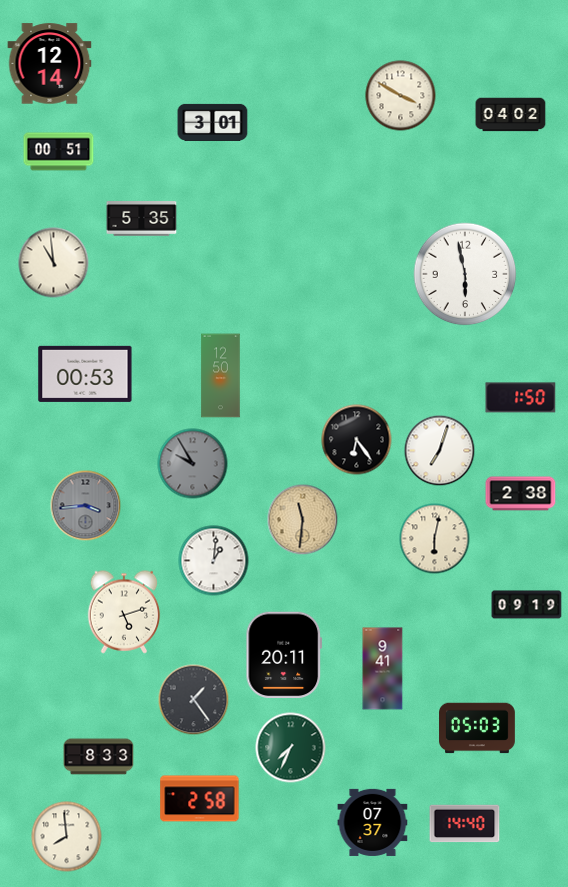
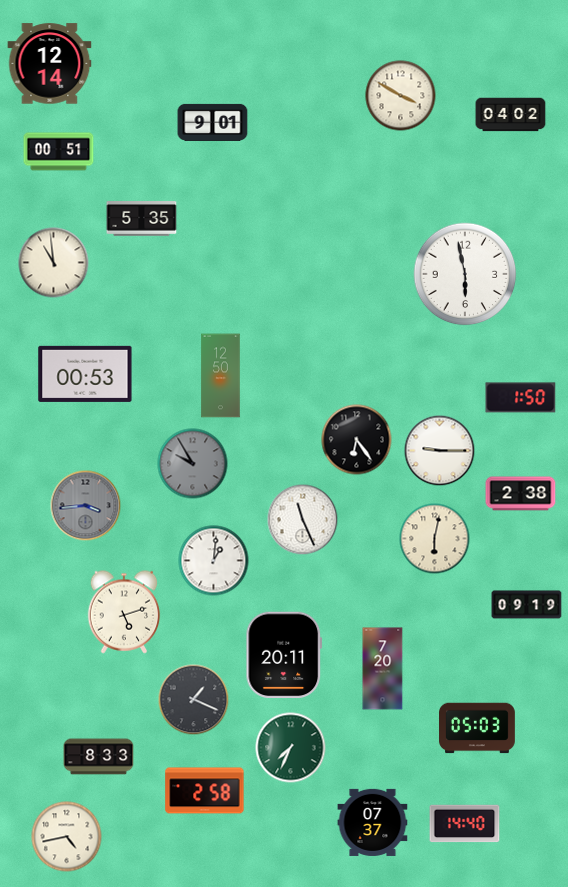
clock at (213, 122): 3:01 -> 9:01
clock at (440, 451): 7:03 -> 9:15
clock at (303, 520): 11:31 -> 11:26
clock at (303, 520) dial: champagne -> white
clock at (383, 669): 9:41 -> 7:20
clock at (194, 700): 1:24 -> 1:19
clock at (200, 799) position: (200, 799) -> (205, 791)
clock at (67, 837): 7:59 -> 4:43
